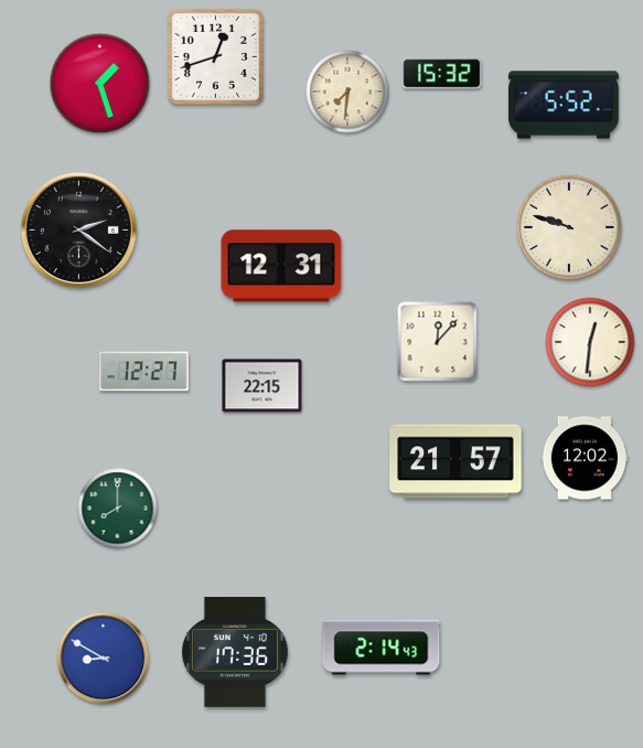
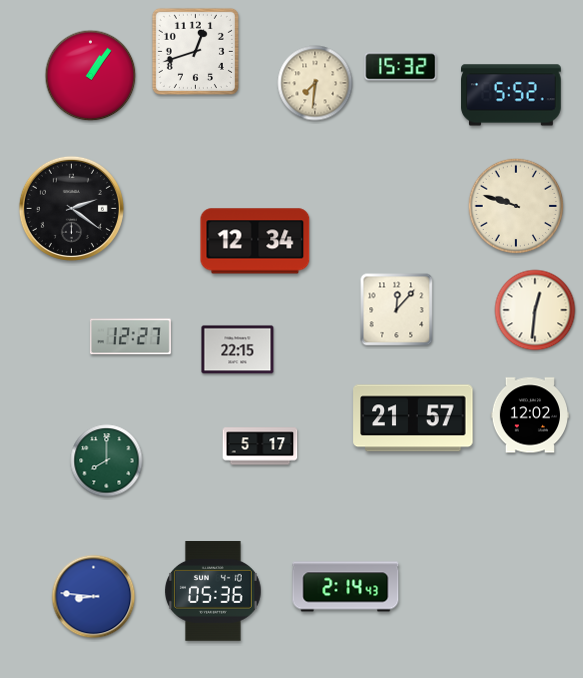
clock at (100, 84): 1:27 -> 1:06
clock at (281, 266): 12:31 -> 12:34
clock at (260, 446): none -> 5:17
clock at (236, 653): 17:36 -> 05:36
clock at (104, 659): 8:50 -> 8:46
